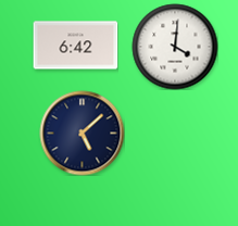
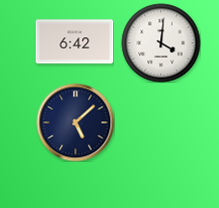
clock at (75, 46) position: (75, 46) -> (74, 42)
